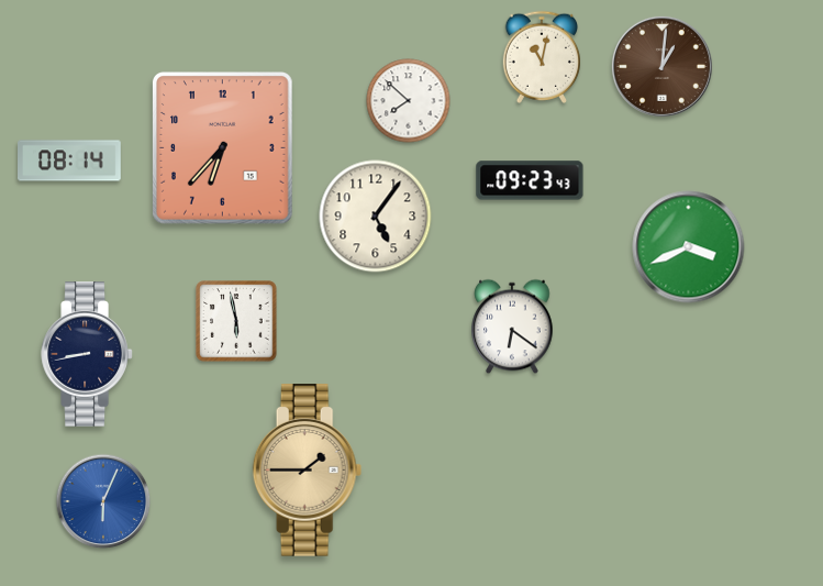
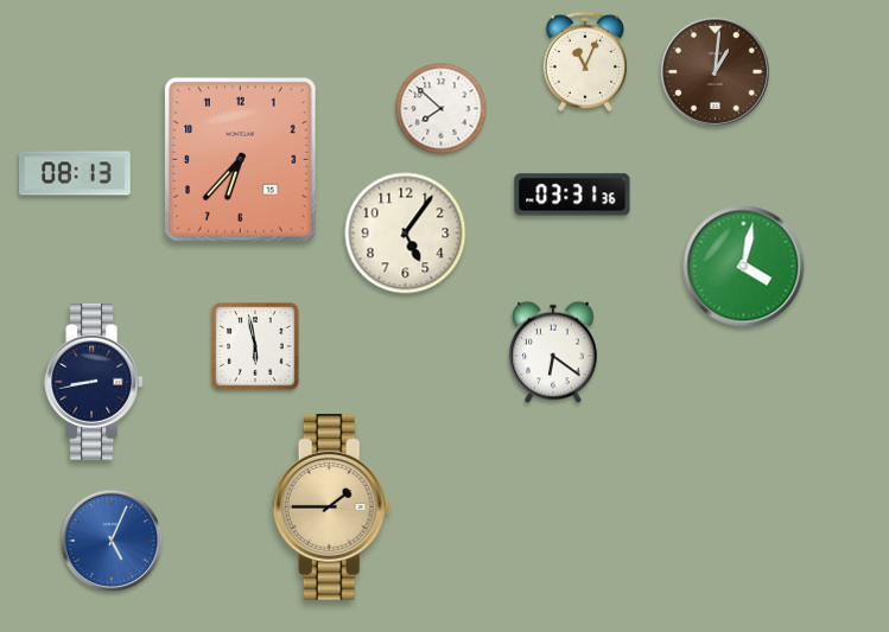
clock at (541, 57): 11:02 -> 11:04
clock at (70, 161): 08:14 -> 08:13
clock at (530, 180): 09:23 -> 03:31
clock at (689, 247): 3:41 -> 4:02
clock at (103, 501): 6:04 -> 5:04
